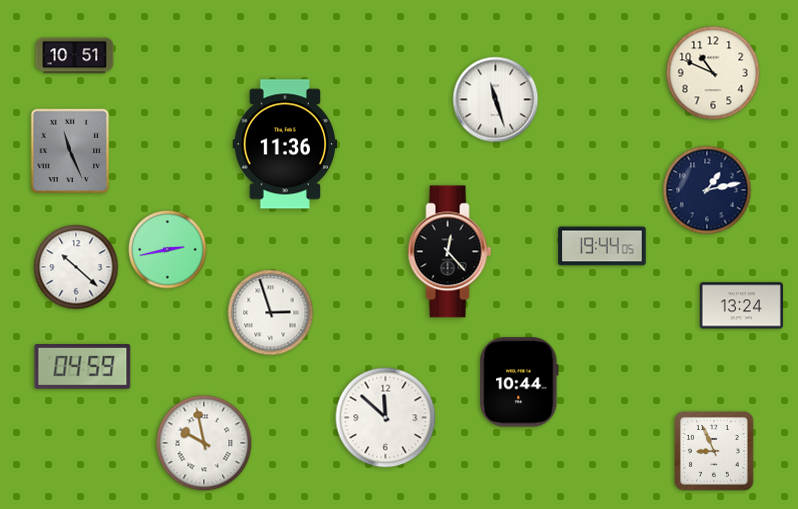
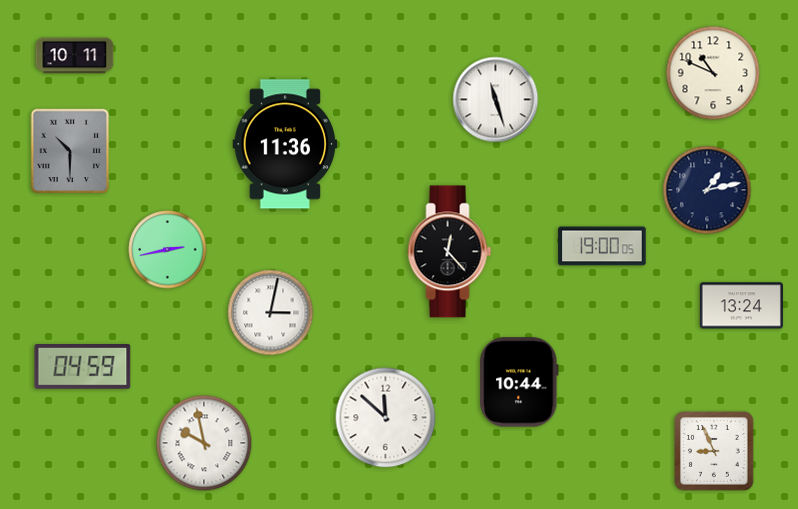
clock at (75, 56): 10:51 -> 10:11
clock at (70, 151): 11:26 -> 10:30
clock at (602, 246): 19:44 -> 19:00
clock at (76, 267): 10:22 -> none
clock at (271, 313): 2:57 -> 3:02
